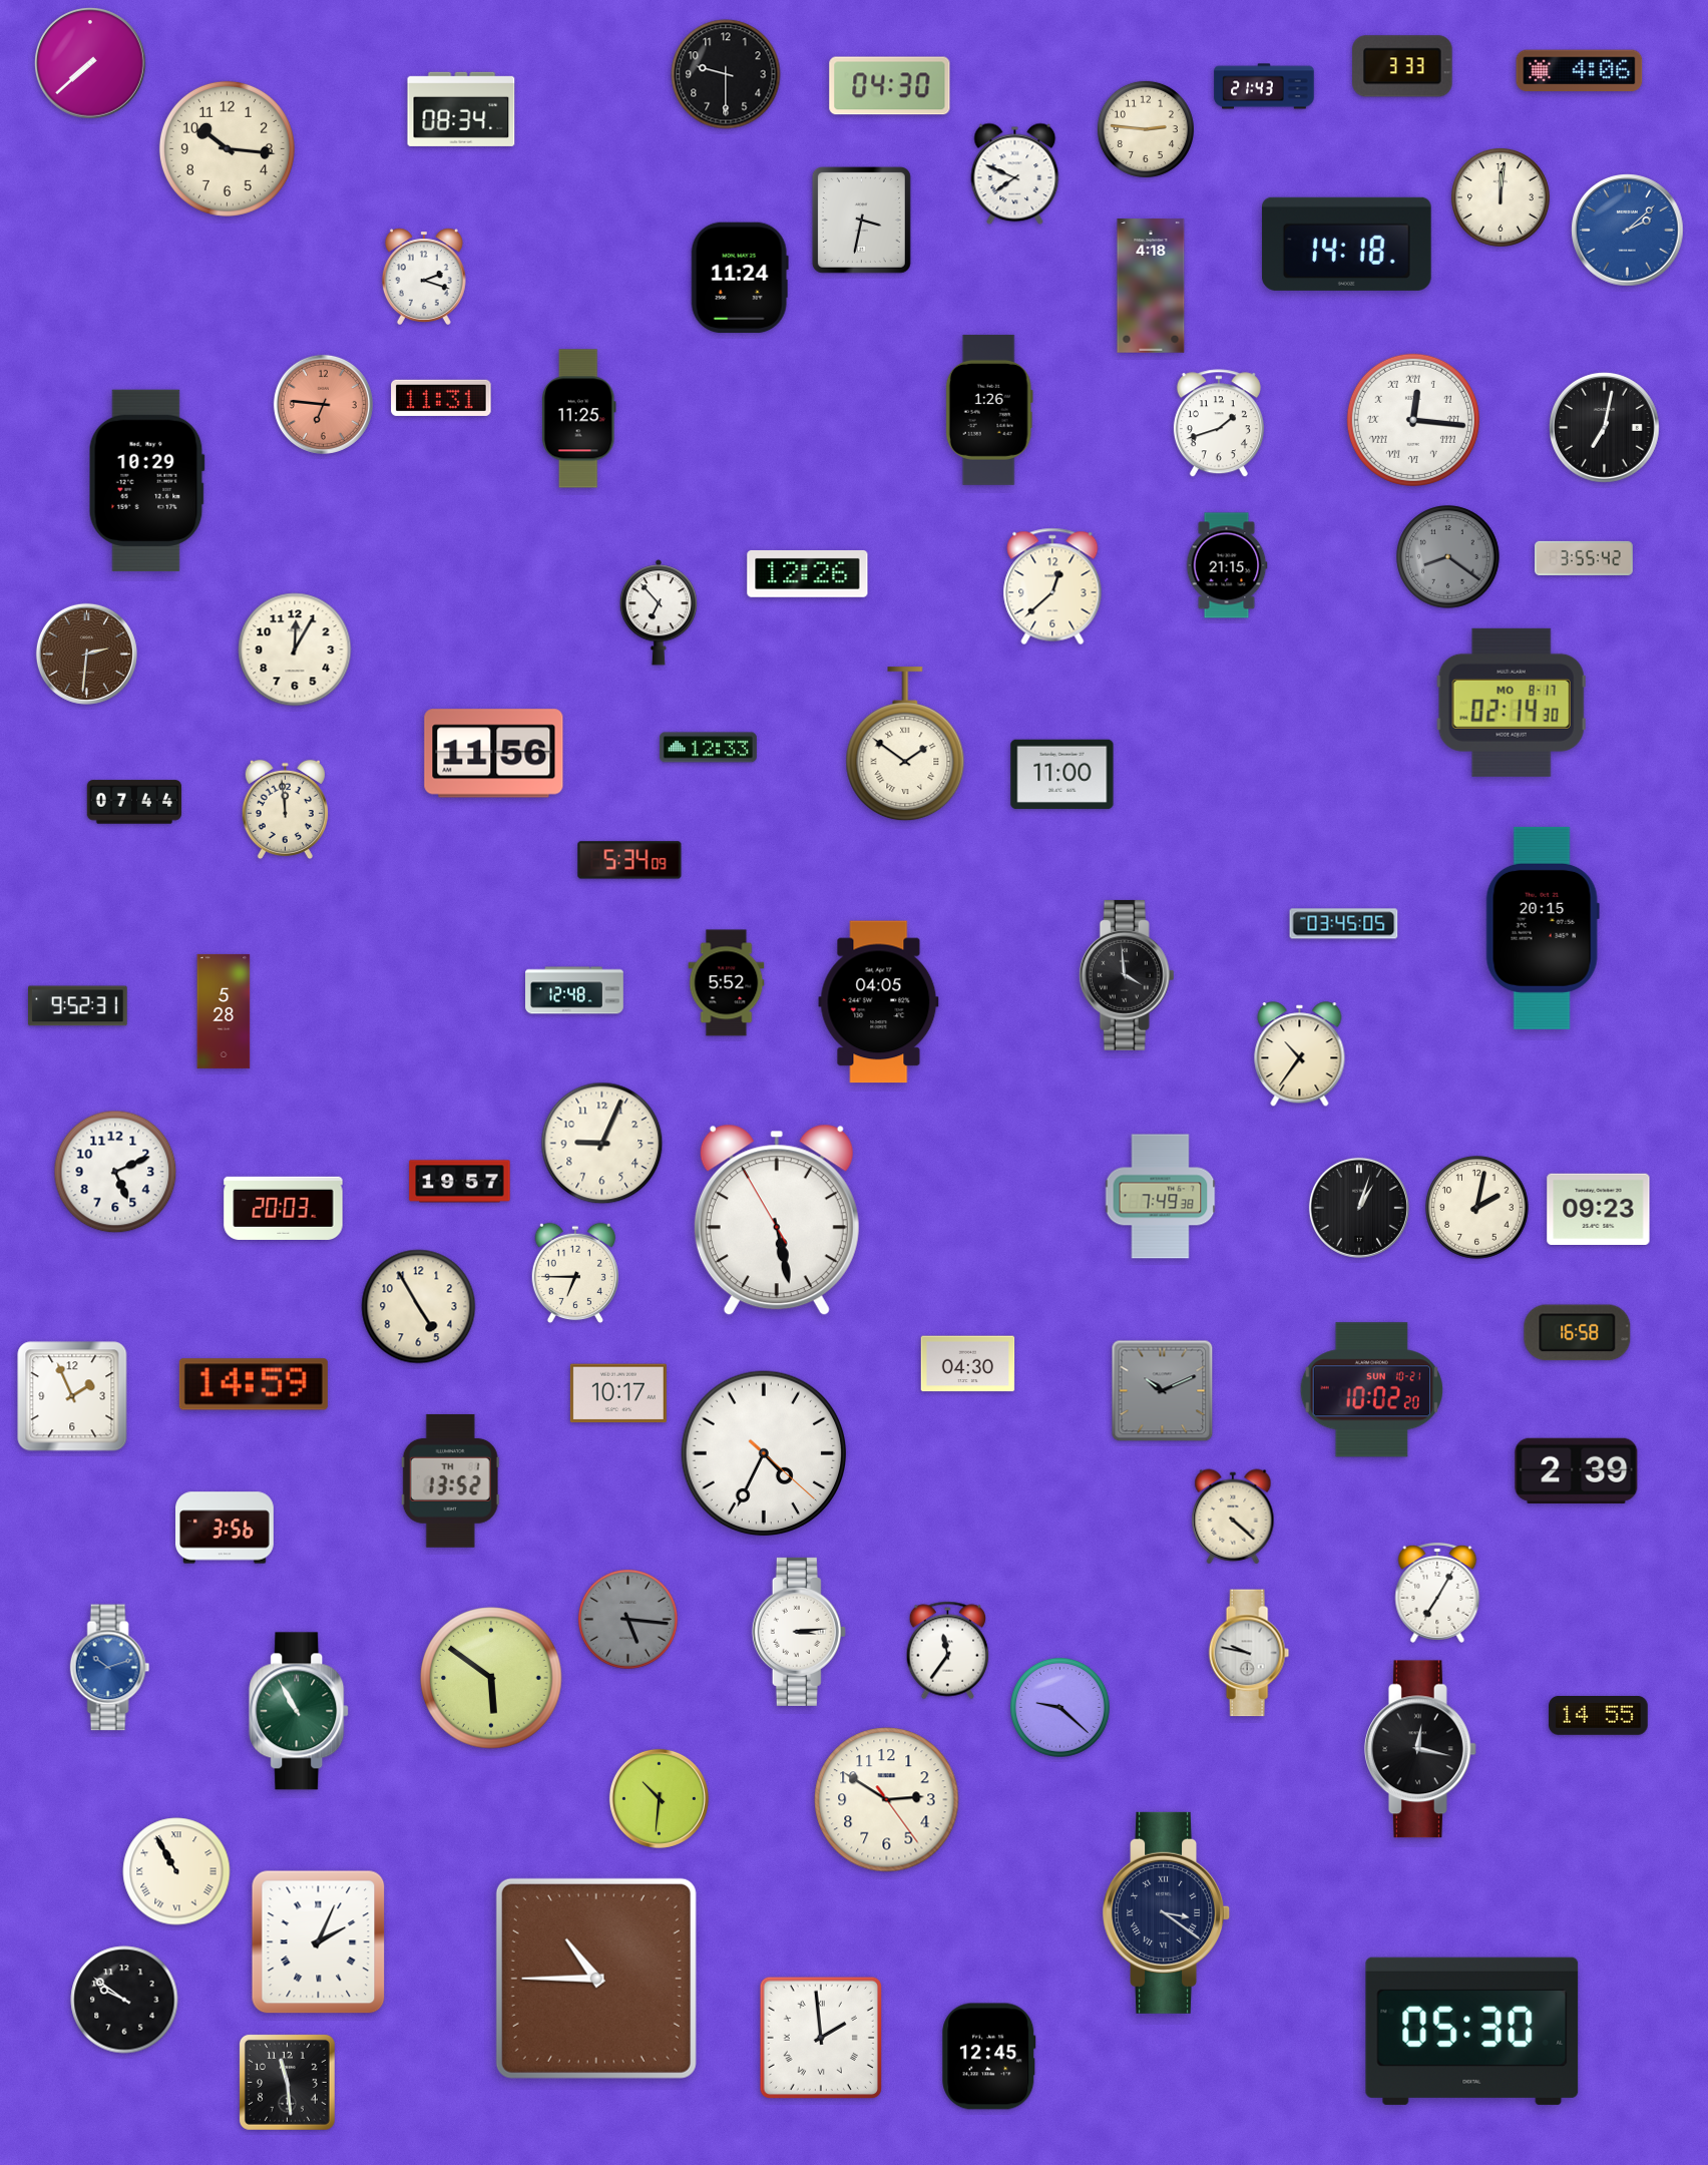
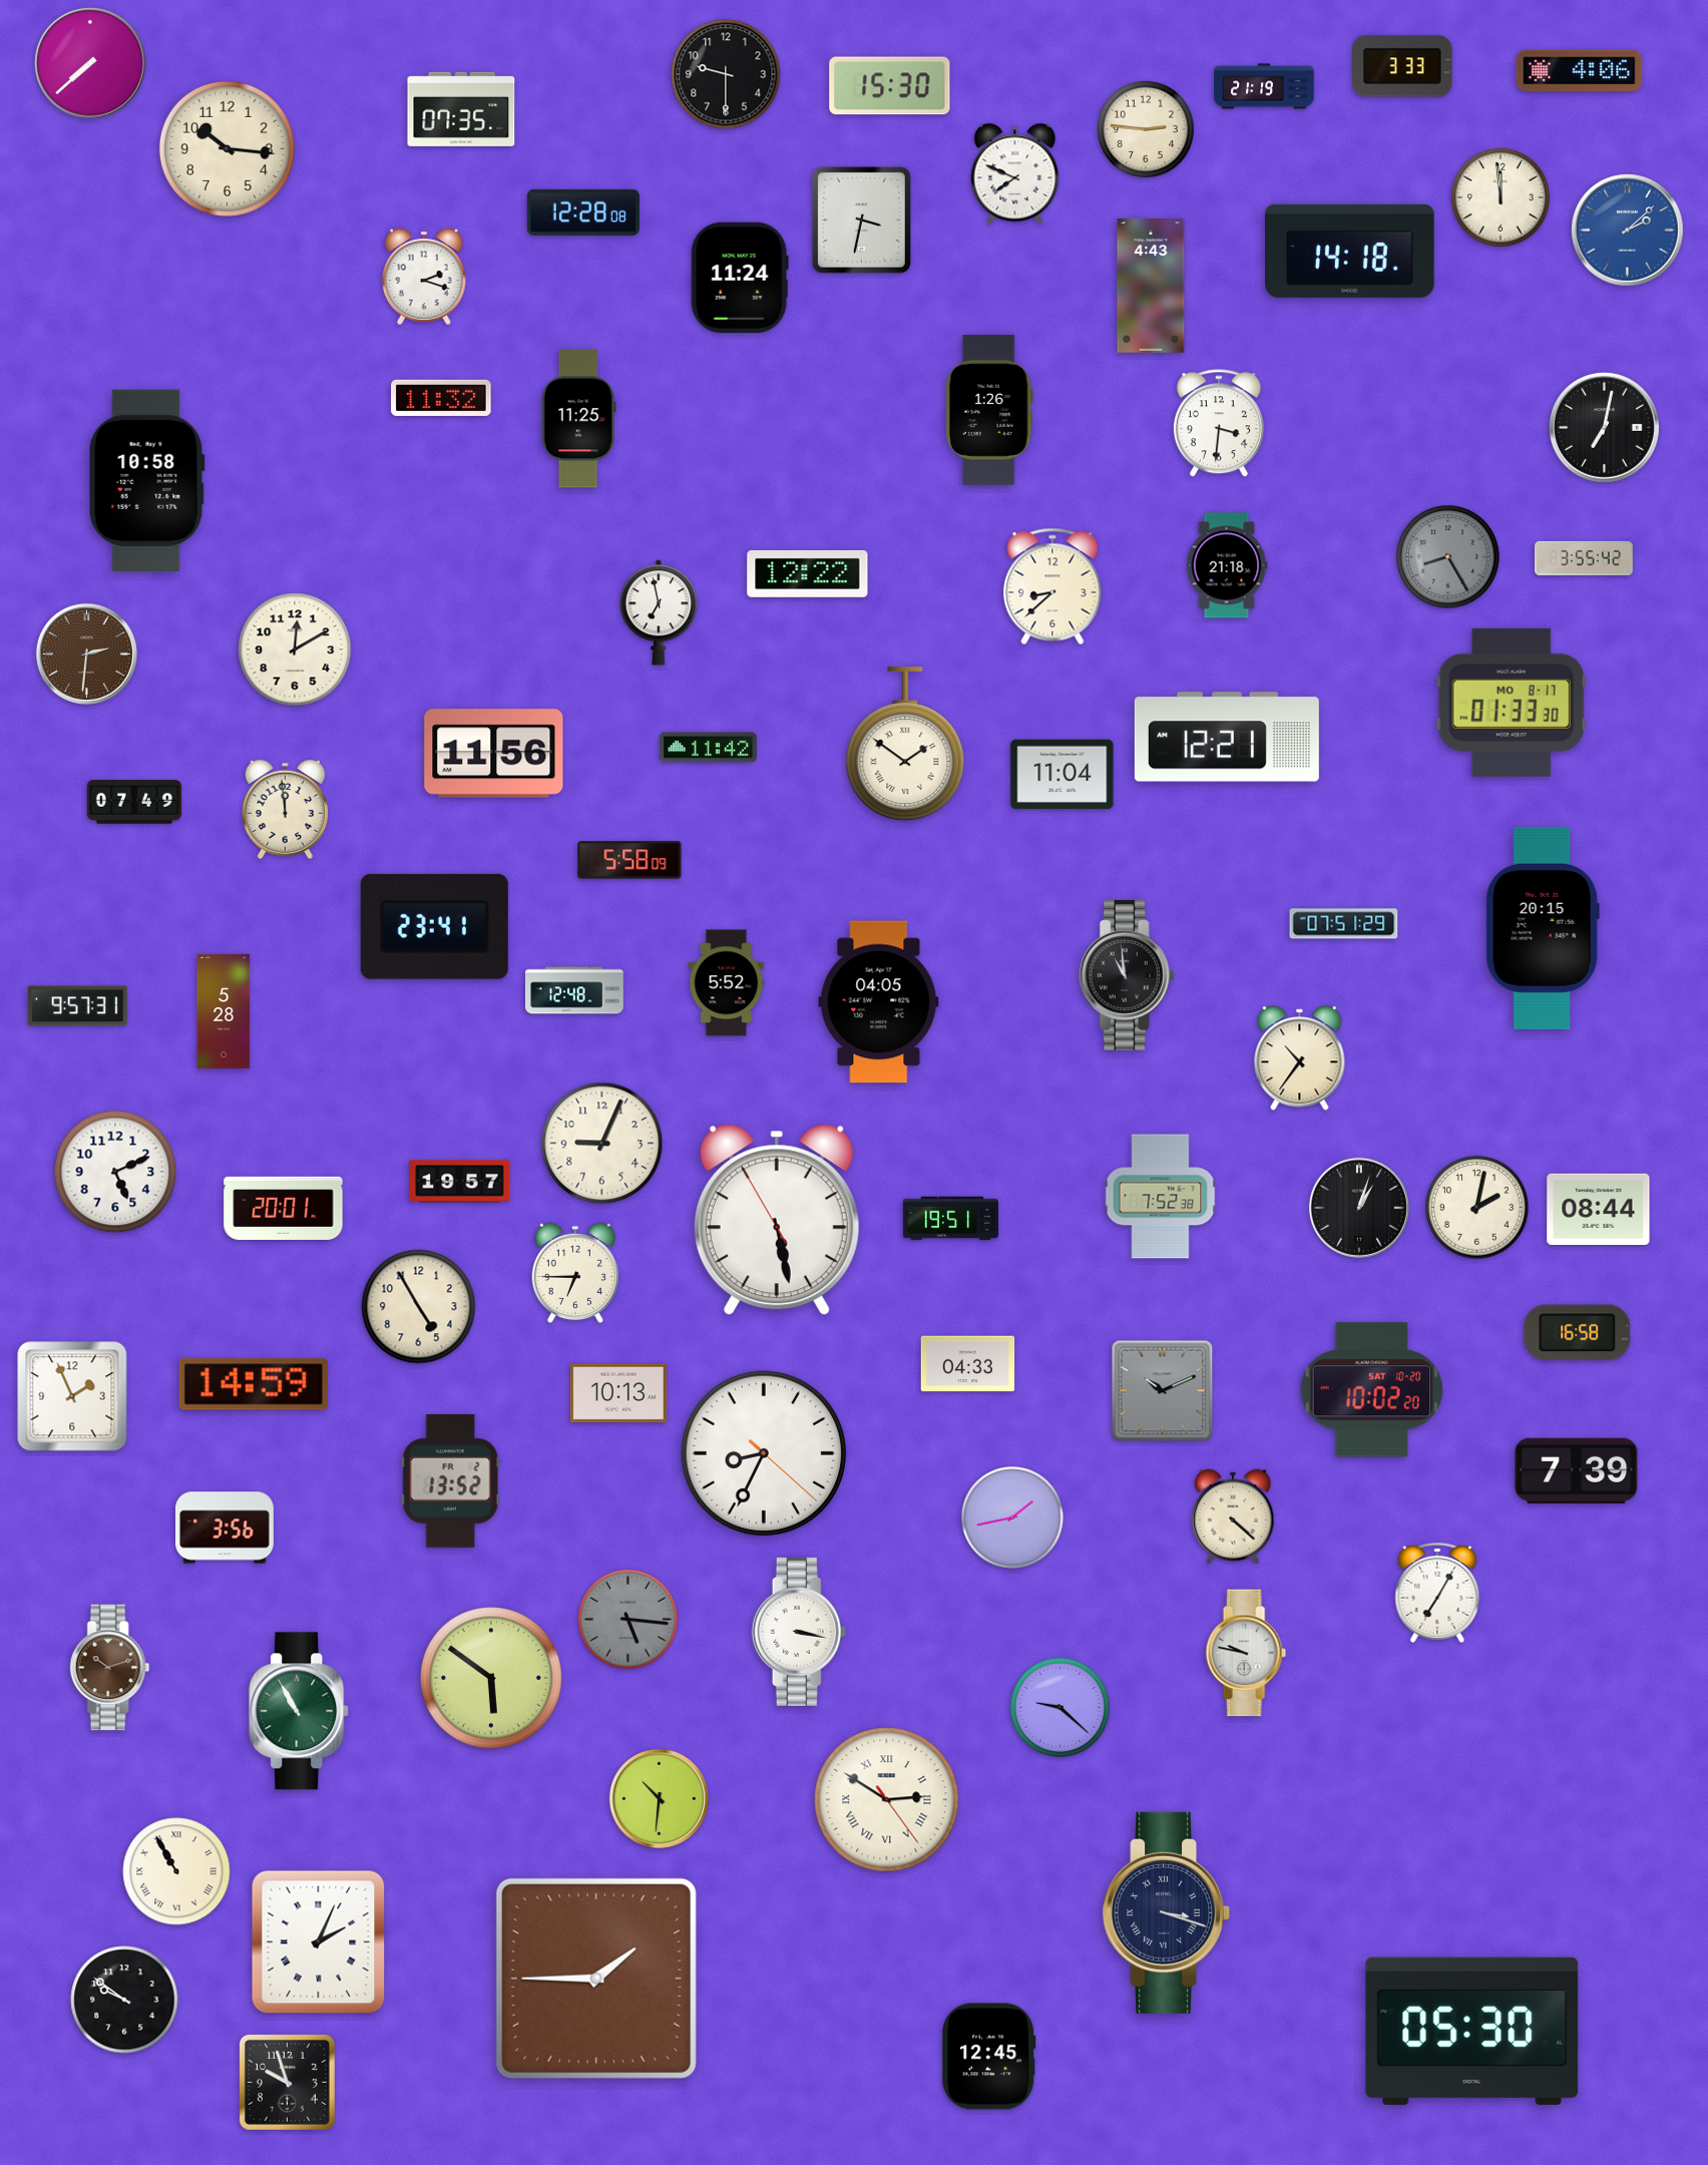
clock at (890, 86): 04:30 -> 15:30
clock at (1264, 86): 21:43 -> 21:19
clock at (461, 109): 08:34 -> 07:35
clock at (1501, 197): 12:01 -> 11:59
clock at (583, 212): none -> 12:28
clock at (1346, 244) position: (1346, 244) -> (1349, 251)
clock at (1151, 286): 4:18 -> 4:43
clock at (441, 398): 11:31 -> 11:32
clock at (323, 404): 6:46 -> none
clock at (1413, 420): 12:16 -> none
clock at (1219, 424): 1:42 -> 3:31
clock at (146, 480): 10:29 -> 10:58
clock at (1448, 557): 8:21 -> 8:25
clock at (1227, 565): 21:15 -> 21:18
clock at (808, 573): 12:26 -> 12:22
clock at (1052, 586): 12:38 -> 8:38
clock at (659, 612): 6:53 -> 6:58
clock at (295, 649): 12:05 -> 12:10
clock at (1512, 703): 02:14 -> 01:33
clock at (1227, 737): none -> 12:21
clock at (708, 748): 12:33 -> 11:42
clock at (1062, 775): 11:00 -> 11:04
clock at (133, 802): 07:44 -> 07:49
clock at (629, 860): 5:34 -> 5:58
clock at (1344, 924): 03:45 -> 07:51
clock at (434, 926): none -> 23:41
clock at (1127, 975): 3:59 -> 10:59
clock at (78, 1006): 9:52 -> 9:57
clock at (1300, 1054) position: (1300, 1054) -> (1300, 1058)
clock at (1161, 1197): 7:49 -> 7:52
clock at (284, 1208): 20:03 -> 20:01
clock at (1599, 1209): 09:23 -> 08:44
clock at (950, 1219): none -> 19:51
clock at (968, 1364): 04:30 -> 04:33
clock at (1371, 1390) date: SUN 10-21 -> SAT 10-20
clock at (618, 1393): 10:17 -> 10:13
clock at (764, 1453): 4:34 -> 8:34
clock at (1577, 1470): 2:39 -> 7:39
clock at (450, 1480) date: TH 1 -> FR 2
clock at (1012, 1518): none -> 1:43
clock at (799, 1632): 3:14 -> 3:17
clock at (948, 1651): 11:36 -> none
clock at (1249, 1653) position: (1249, 1653) -> (1246, 1653)
clock at (110, 1668) dial: blue -> brown
clock at (1599, 1716): 14:55 -> none
clock at (1420, 1749): 12:17 -> none
clock at (887, 1800) numerals: Arabic -> Roman
clock at (1167, 1912): 3:21 -> 3:18
clock at (596, 1979): 10:45 -> 1:45
clock at (821, 2038): 1:59 -> none
clock at (287, 2082): 11:29 -> 9:57
